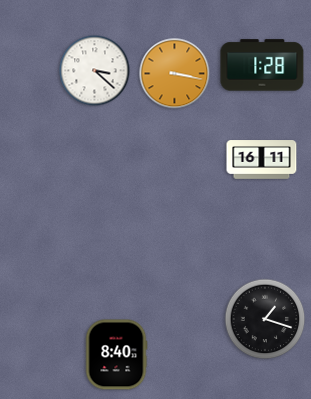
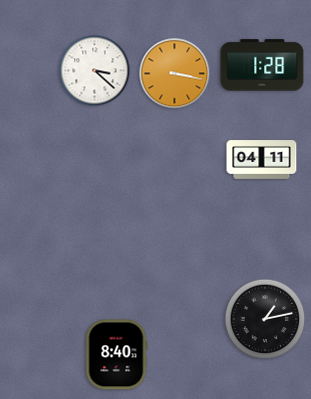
clock at (262, 160): 16:11 -> 04:11
clock at (265, 319): 1:18 -> 1:13
